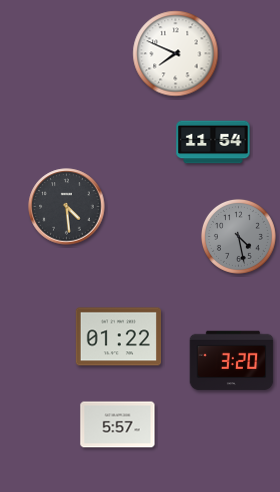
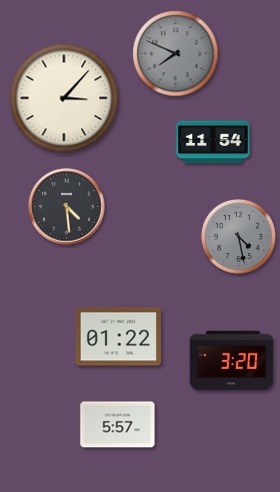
clock at (176, 54) dial: white -> grey
clock at (64, 98): none -> 3:07
